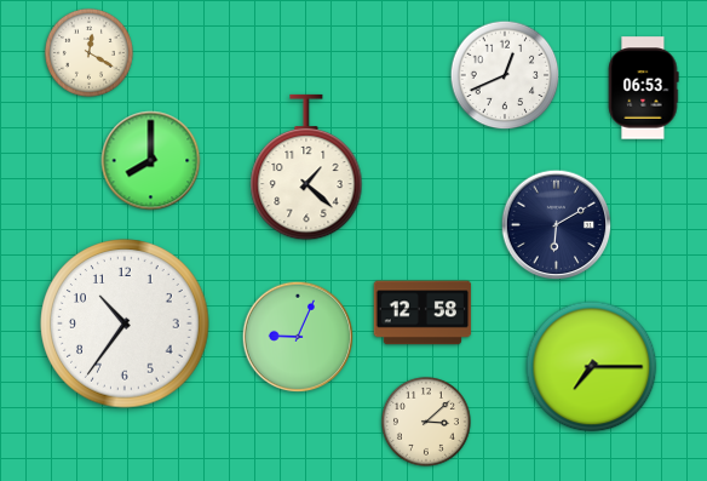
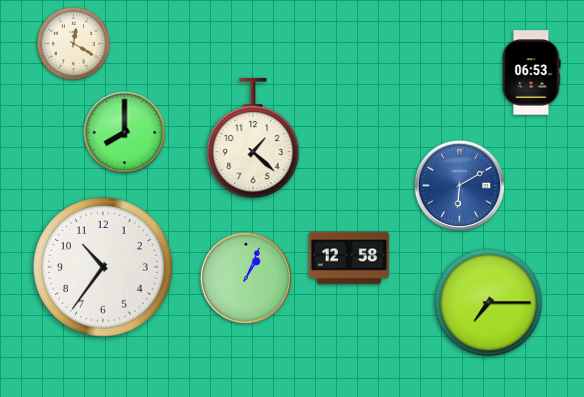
clock at (505, 75): 12:41 -> none
clock at (557, 225) dial: navy -> blue
clock at (298, 337): 9:04 -> 1:04
clock at (426, 422): 3:08 -> none
